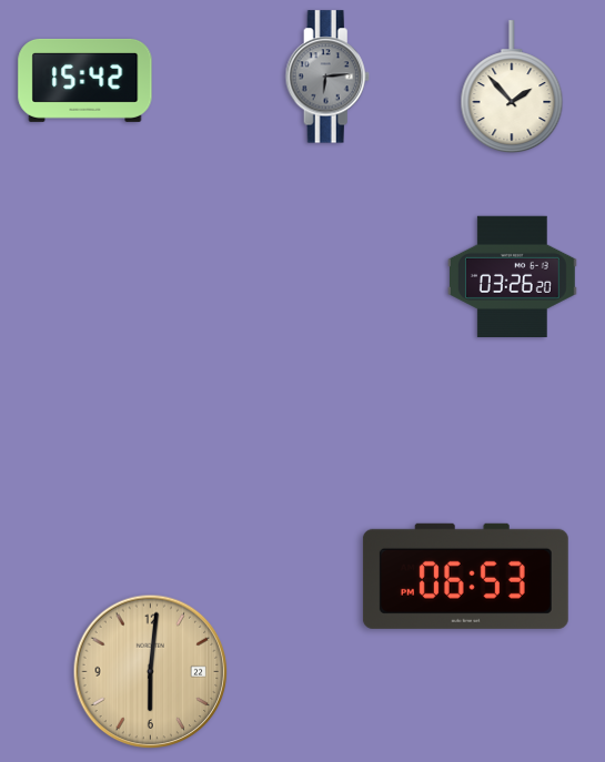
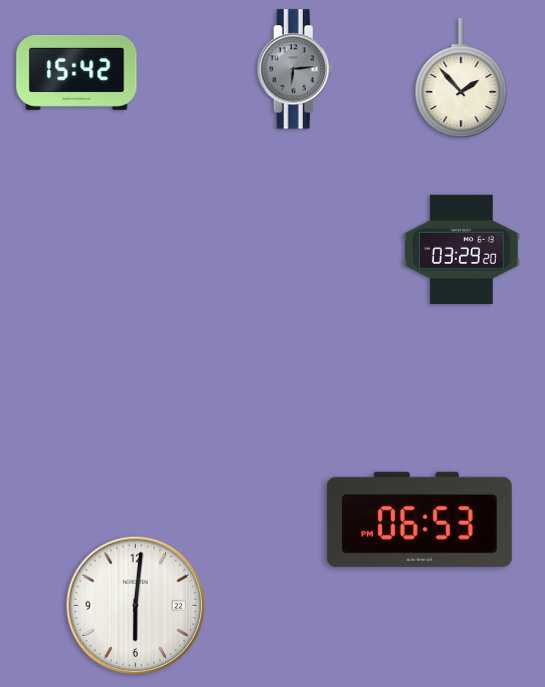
clock at (512, 276): 03:26 -> 03:29
clock at (151, 672) dial: champagne -> white
